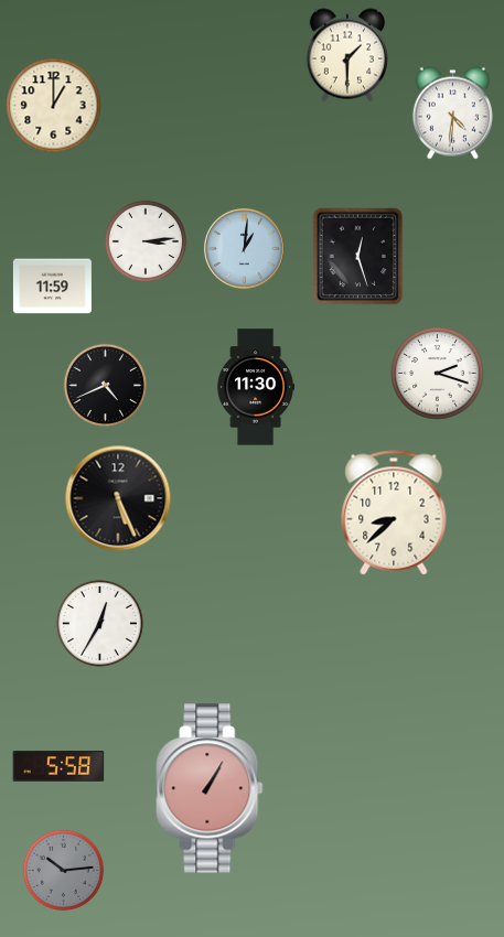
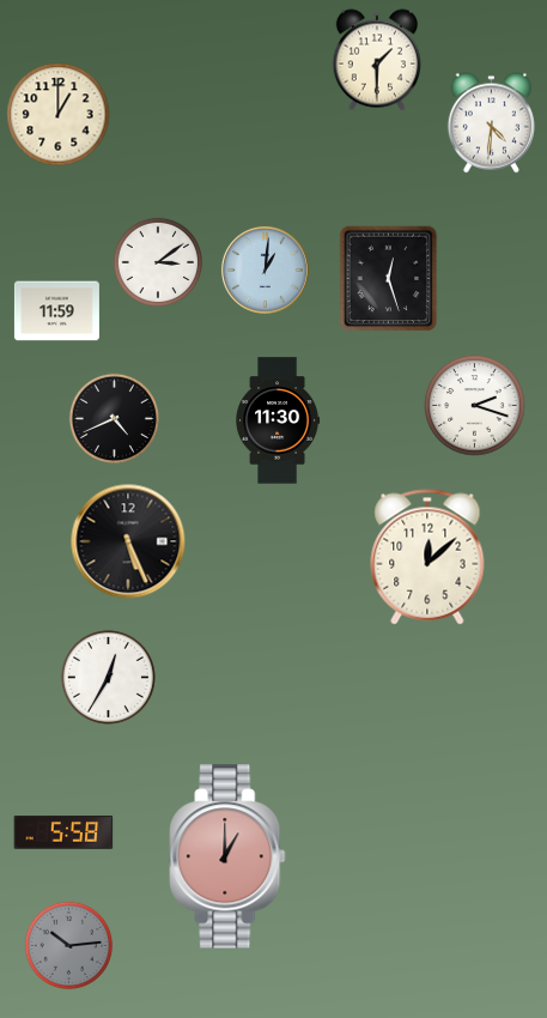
clock at (146, 240): 3:14 -> 3:09
clock at (394, 513): 8:38 -> 12:08
clock at (210, 788): 1:05 -> 1:00
